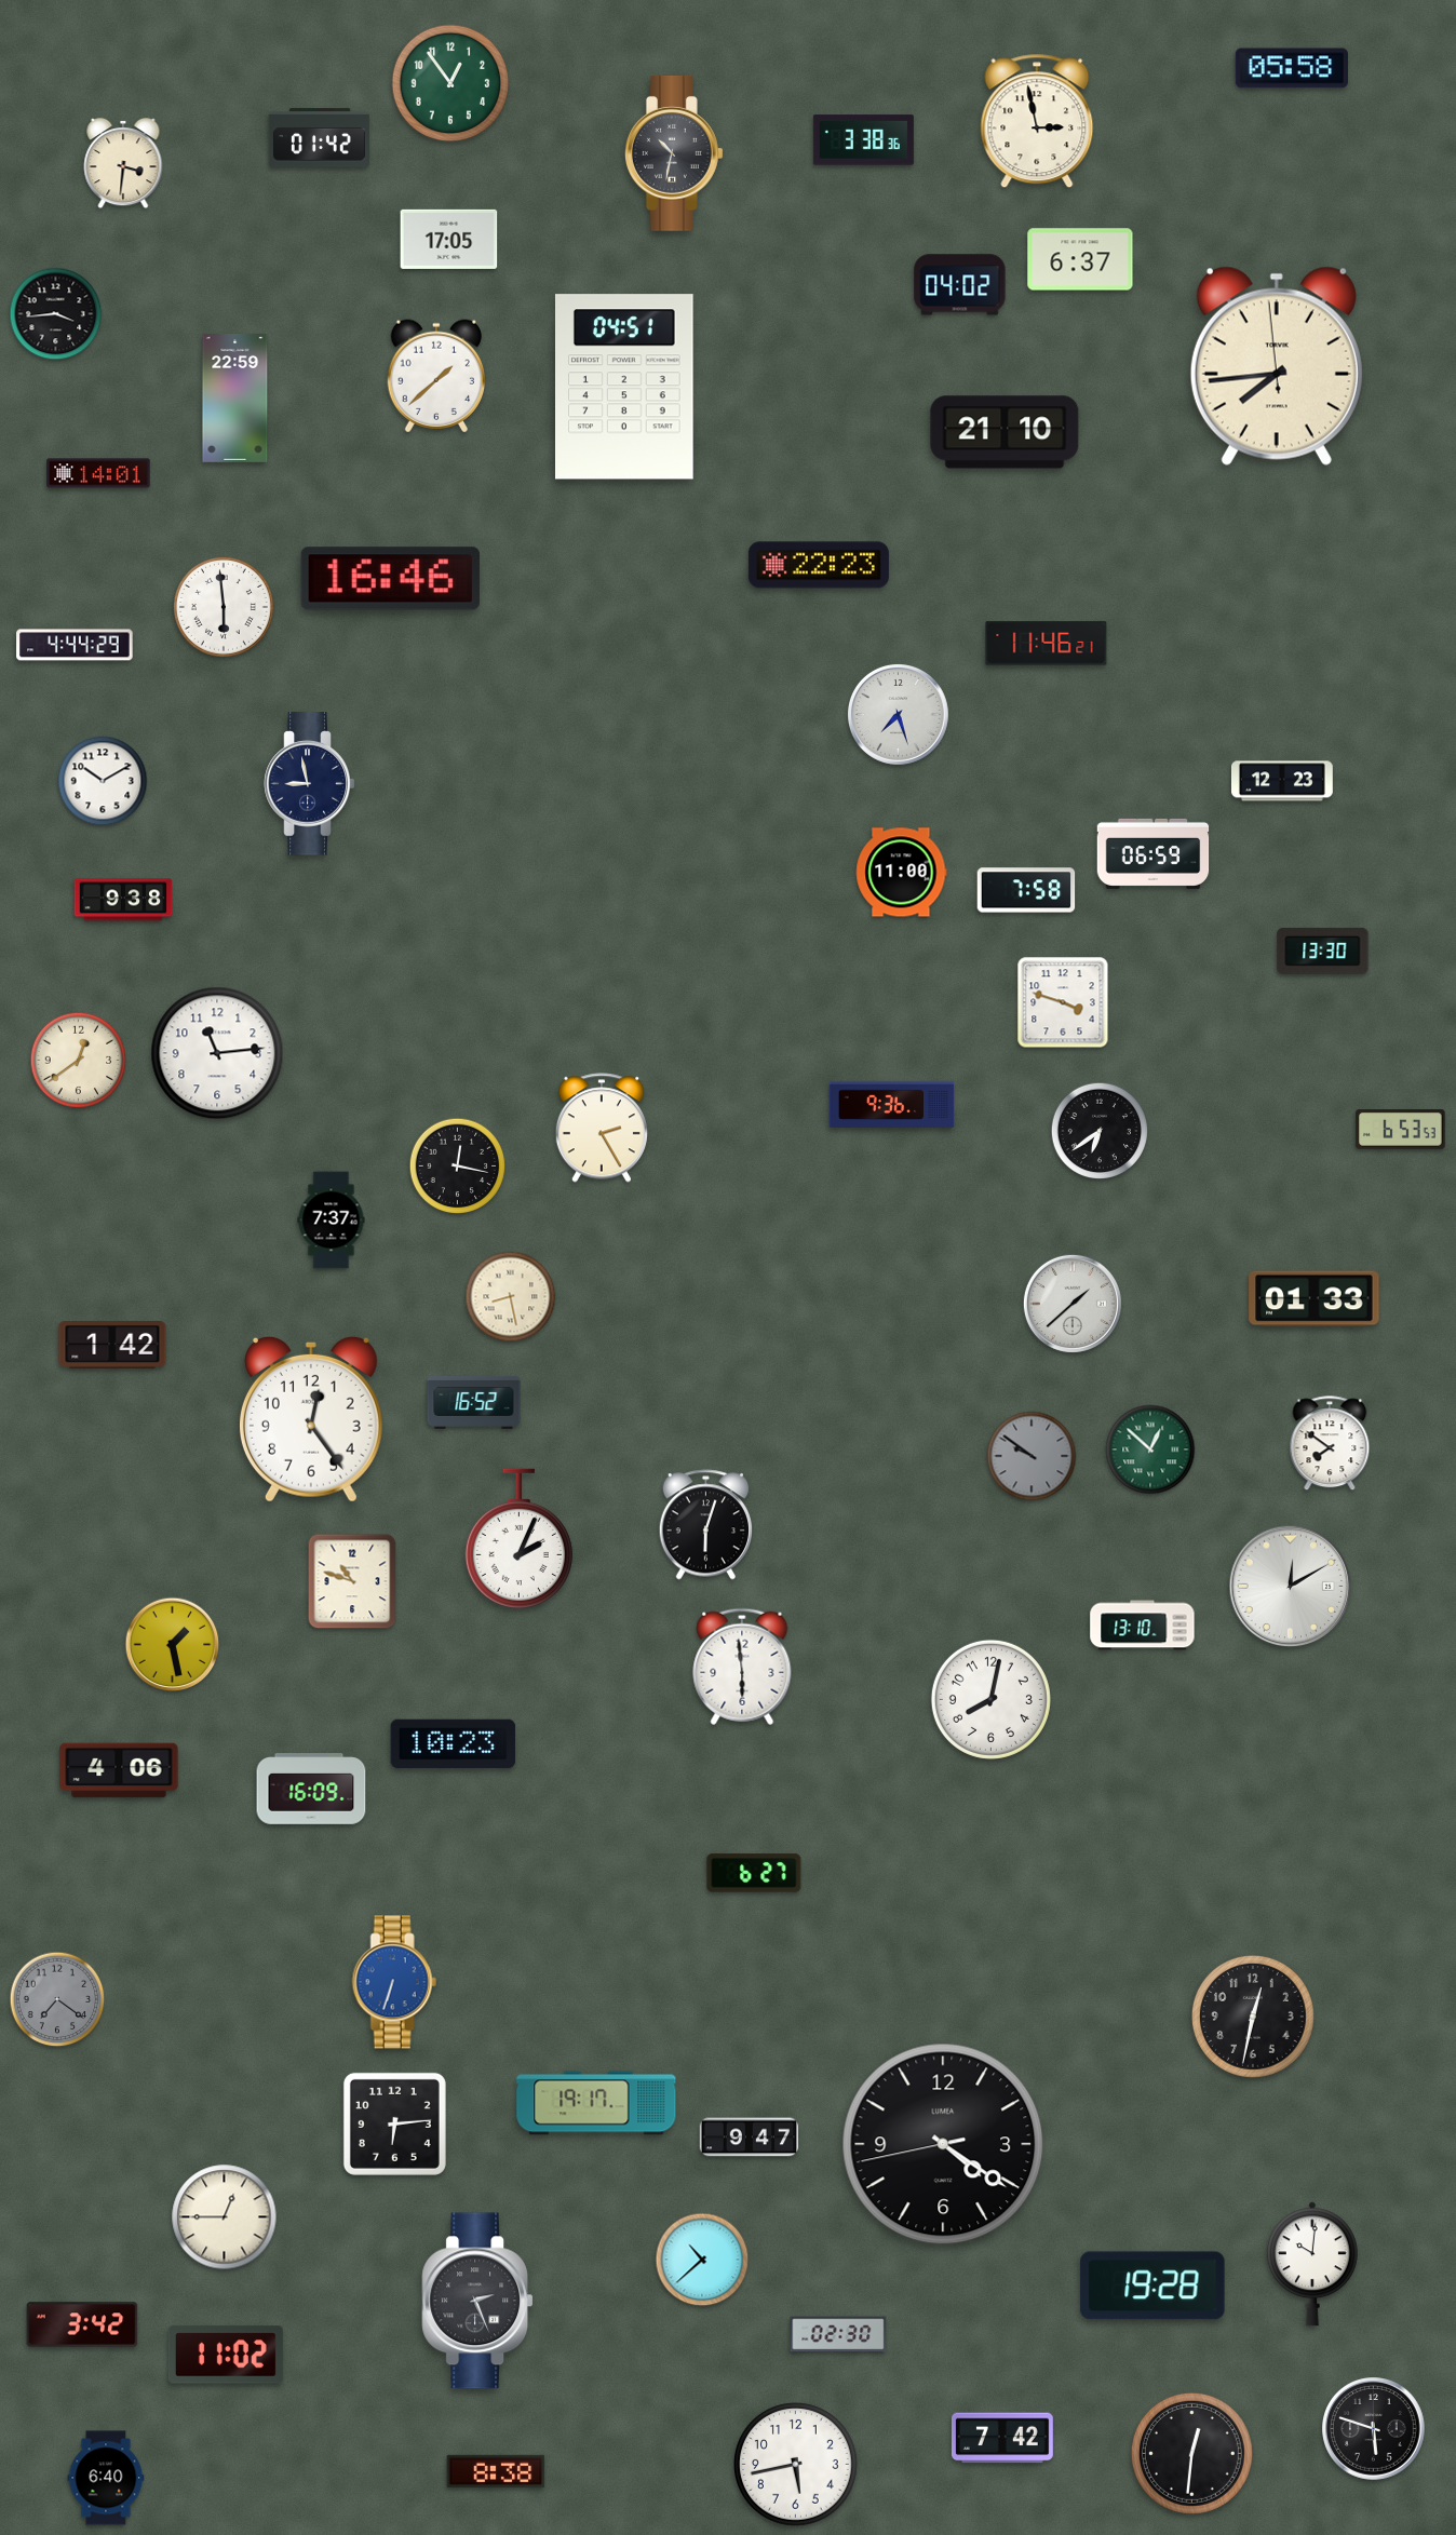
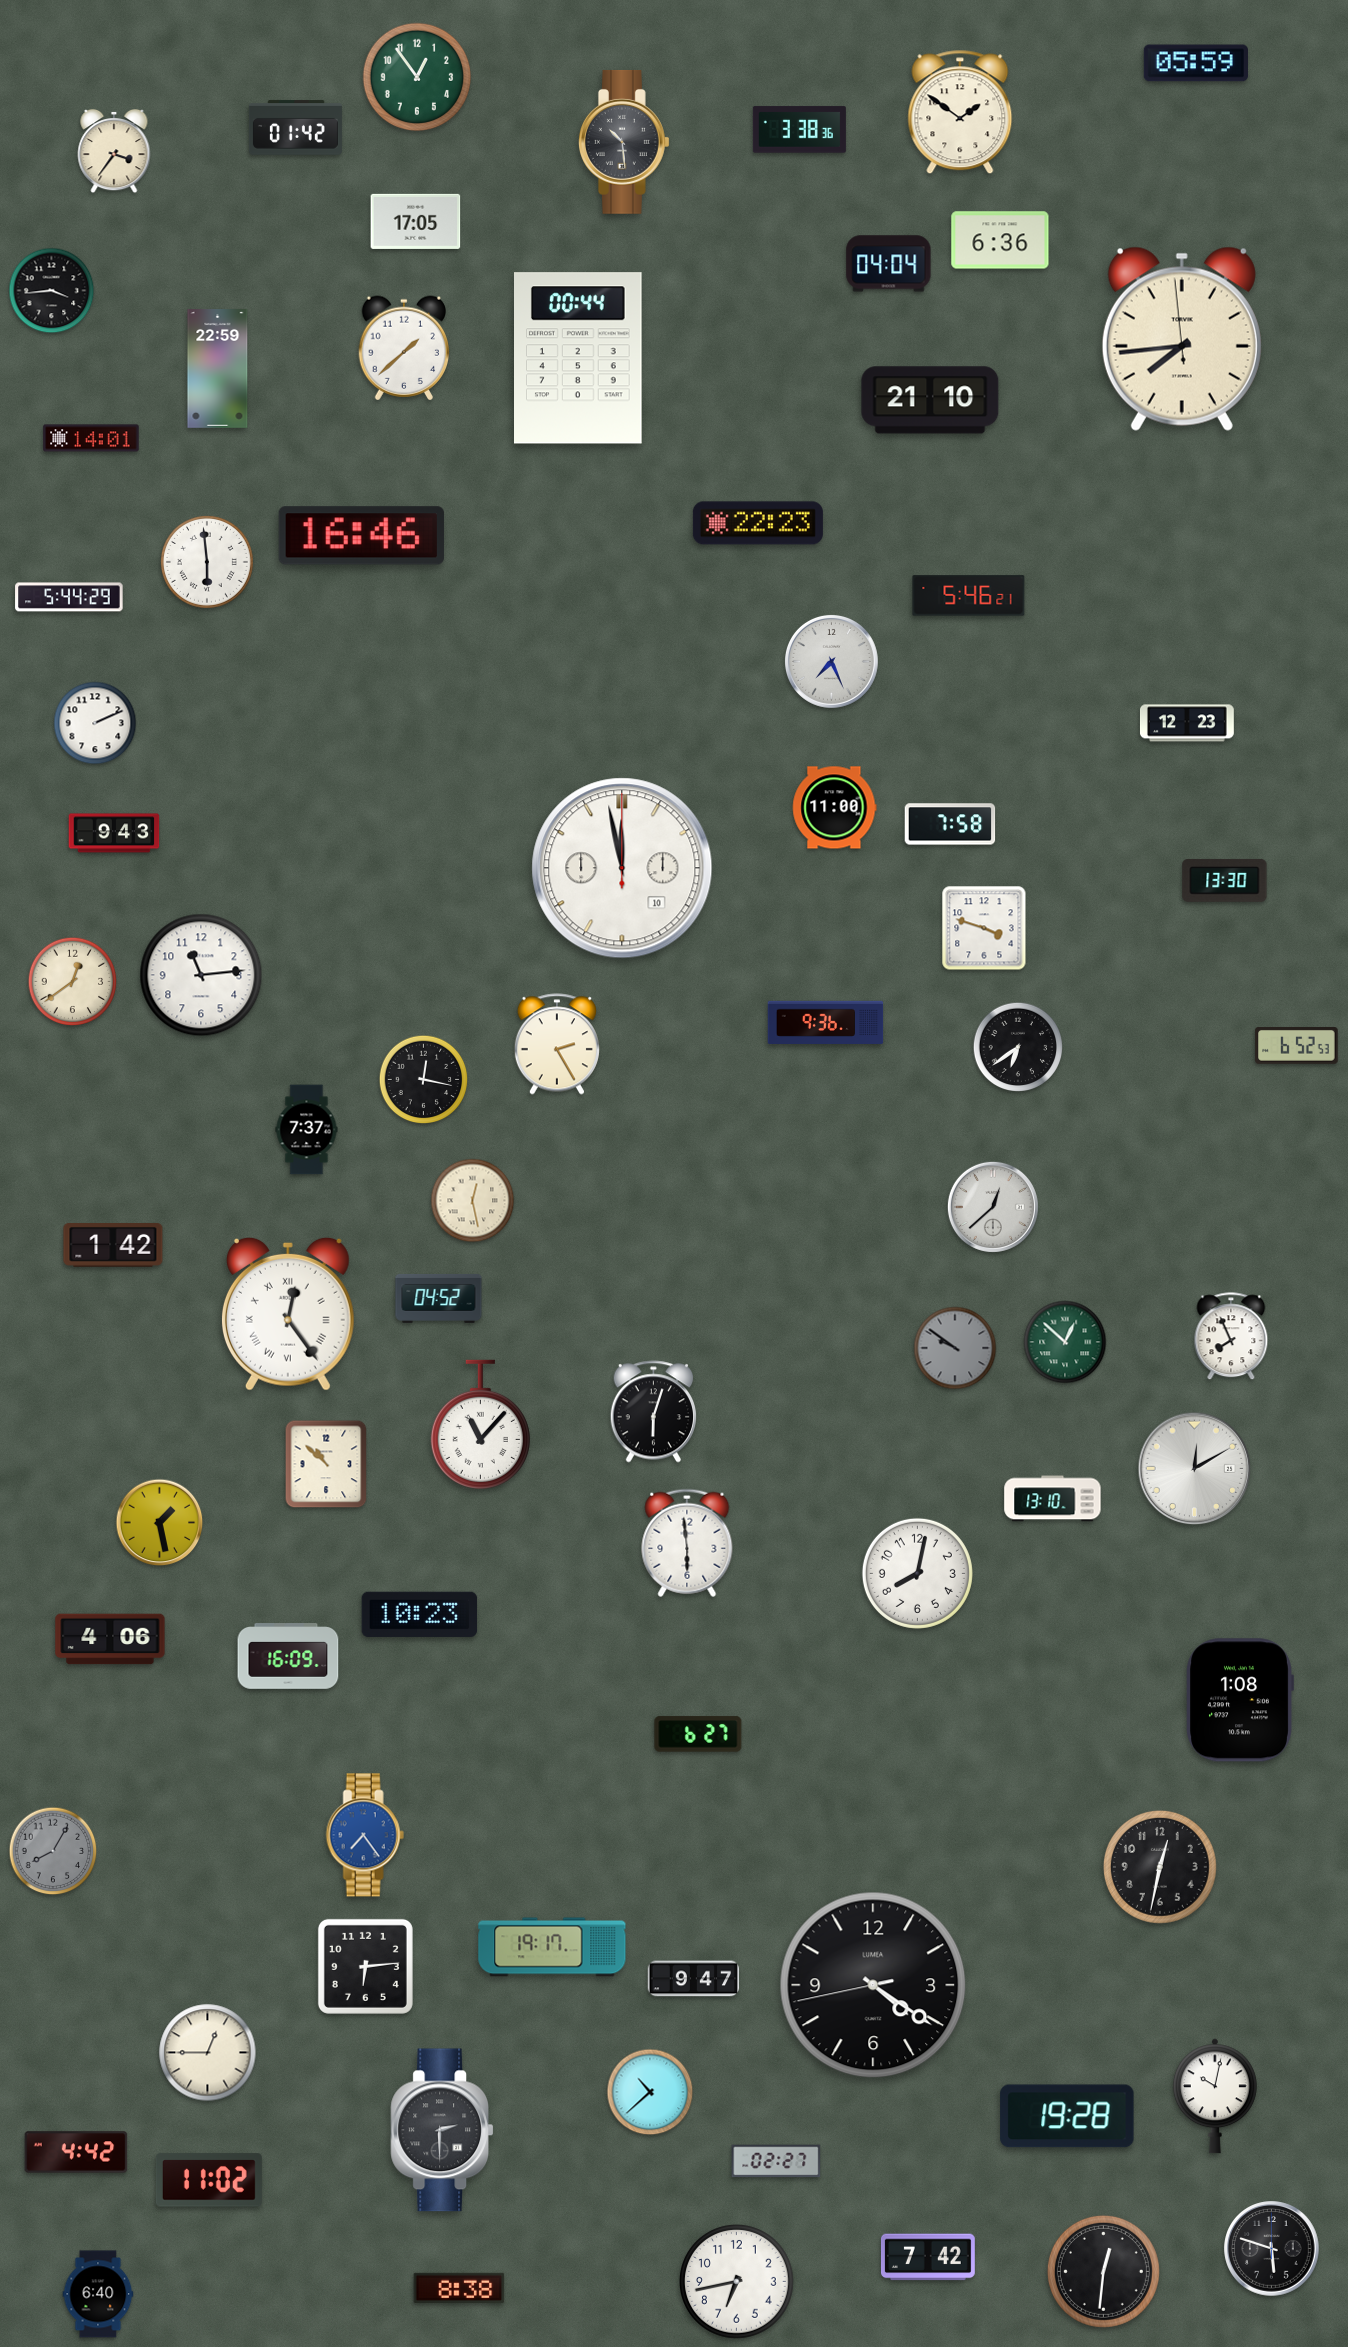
clock at (1292, 68): 05:58 -> 05:59
clock at (1037, 121): 2:58 -> 1:51
clock at (674, 153): 10:32 -> 10:29
clock at (123, 163): 3:31 -> 3:36
clock at (1080, 259): 6:37 -> 6:36
clock at (960, 285): 04:02 -> 04:04
clock at (625, 387): 04:51 -> 00:44
clock at (1047, 644): 11:46 -> 5:46
clock at (75, 645): 4:44 -> 5:44
clock at (898, 714): 7:27 -> 7:26
clock at (103, 781): 10:10 -> 2:11
clock at (310, 784): 8:58 -> none
clock at (1154, 853): 06:59 -> none
clock at (123, 900): 9:38 -> 9:43
clock at (622, 868): none -> 11:58
clock at (1401, 1130): 6:53 -> 6:52
clock at (511, 1297): 8:28 -> 12:28
clock at (1315, 1299): 01:33 -> none
clock at (1073, 1304): 1:38 -> 12:38
clock at (112, 1346) position: (112, 1346) -> (113, 1246)
clock at (474, 1402): 16:52 -> 04:52
clock at (311, 1419) numerals: Arabic -> Roman
clock at (1330, 1444): 7:51 -> 7:56
clock at (518, 1538): 2:04 -> 11:07
clock at (352, 1581): 10:48 -> 10:52
clock at (1143, 1626) position: (1143, 1626) -> (1053, 1499)
clock at (1240, 1700): none -> 1:08
clock at (394, 1982): 6:33 -> 7:24
clock at (57, 1999): 7:21 -> 8:05
clock at (1312, 2264): 10:01 -> 10:02
clock at (477, 2301): 2:26 -> 2:30
clock at (82, 2324): 3:42 -> 4:42
clock at (838, 2334): 02:30 -> 02:27
clock at (796, 2465): 5:43 -> 6:43
